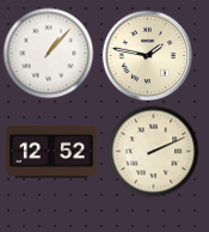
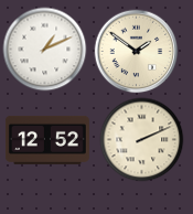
clock at (49, 54): 1:07 -> 1:11
clock at (148, 56): 1:47 -> 1:51
